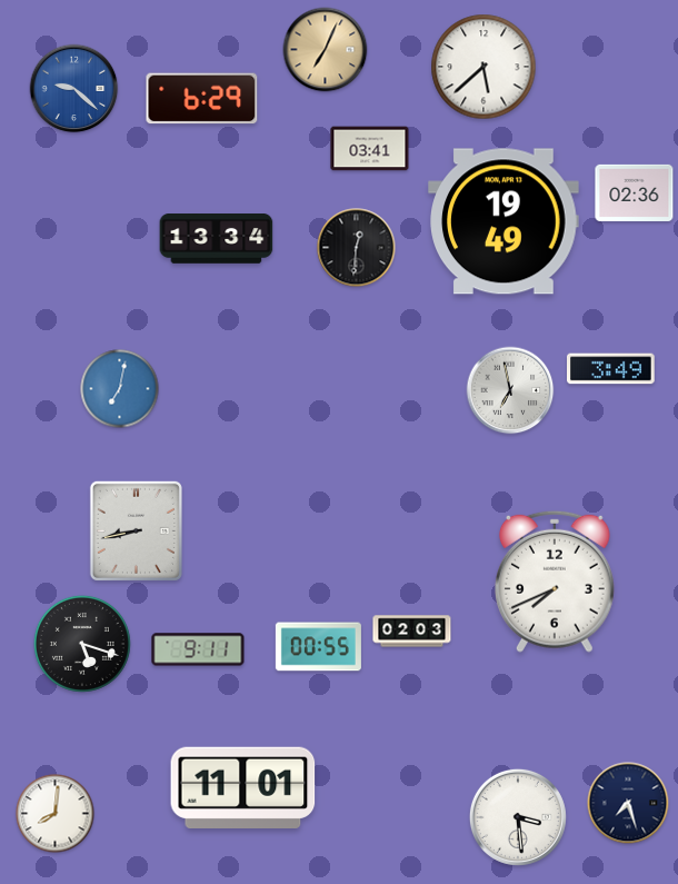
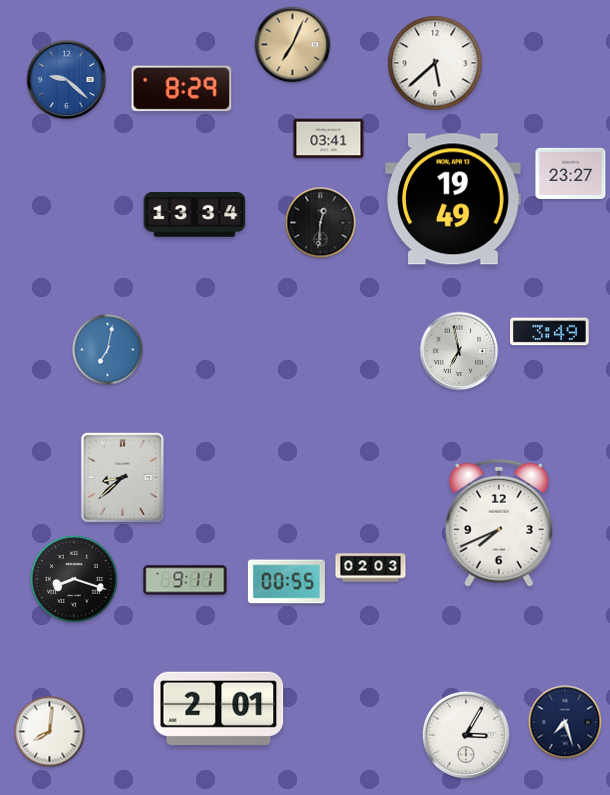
clock at (483, 67) position: (483, 67) -> (435, 63)
clock at (202, 99): 6:29 -> 8:29
clock at (370, 149) position: (370, 149) -> (329, 139)
clock at (635, 192): 02:36 -> 23:27
clock at (136, 530): 8:43 -> 8:38
clock at (82, 644): 5:18 -> 8:18
clock at (198, 649) position: (198, 649) -> (185, 580)
clock at (243, 787): 11:01 -> 2:01
clock at (518, 817): 3:29 -> 3:05
